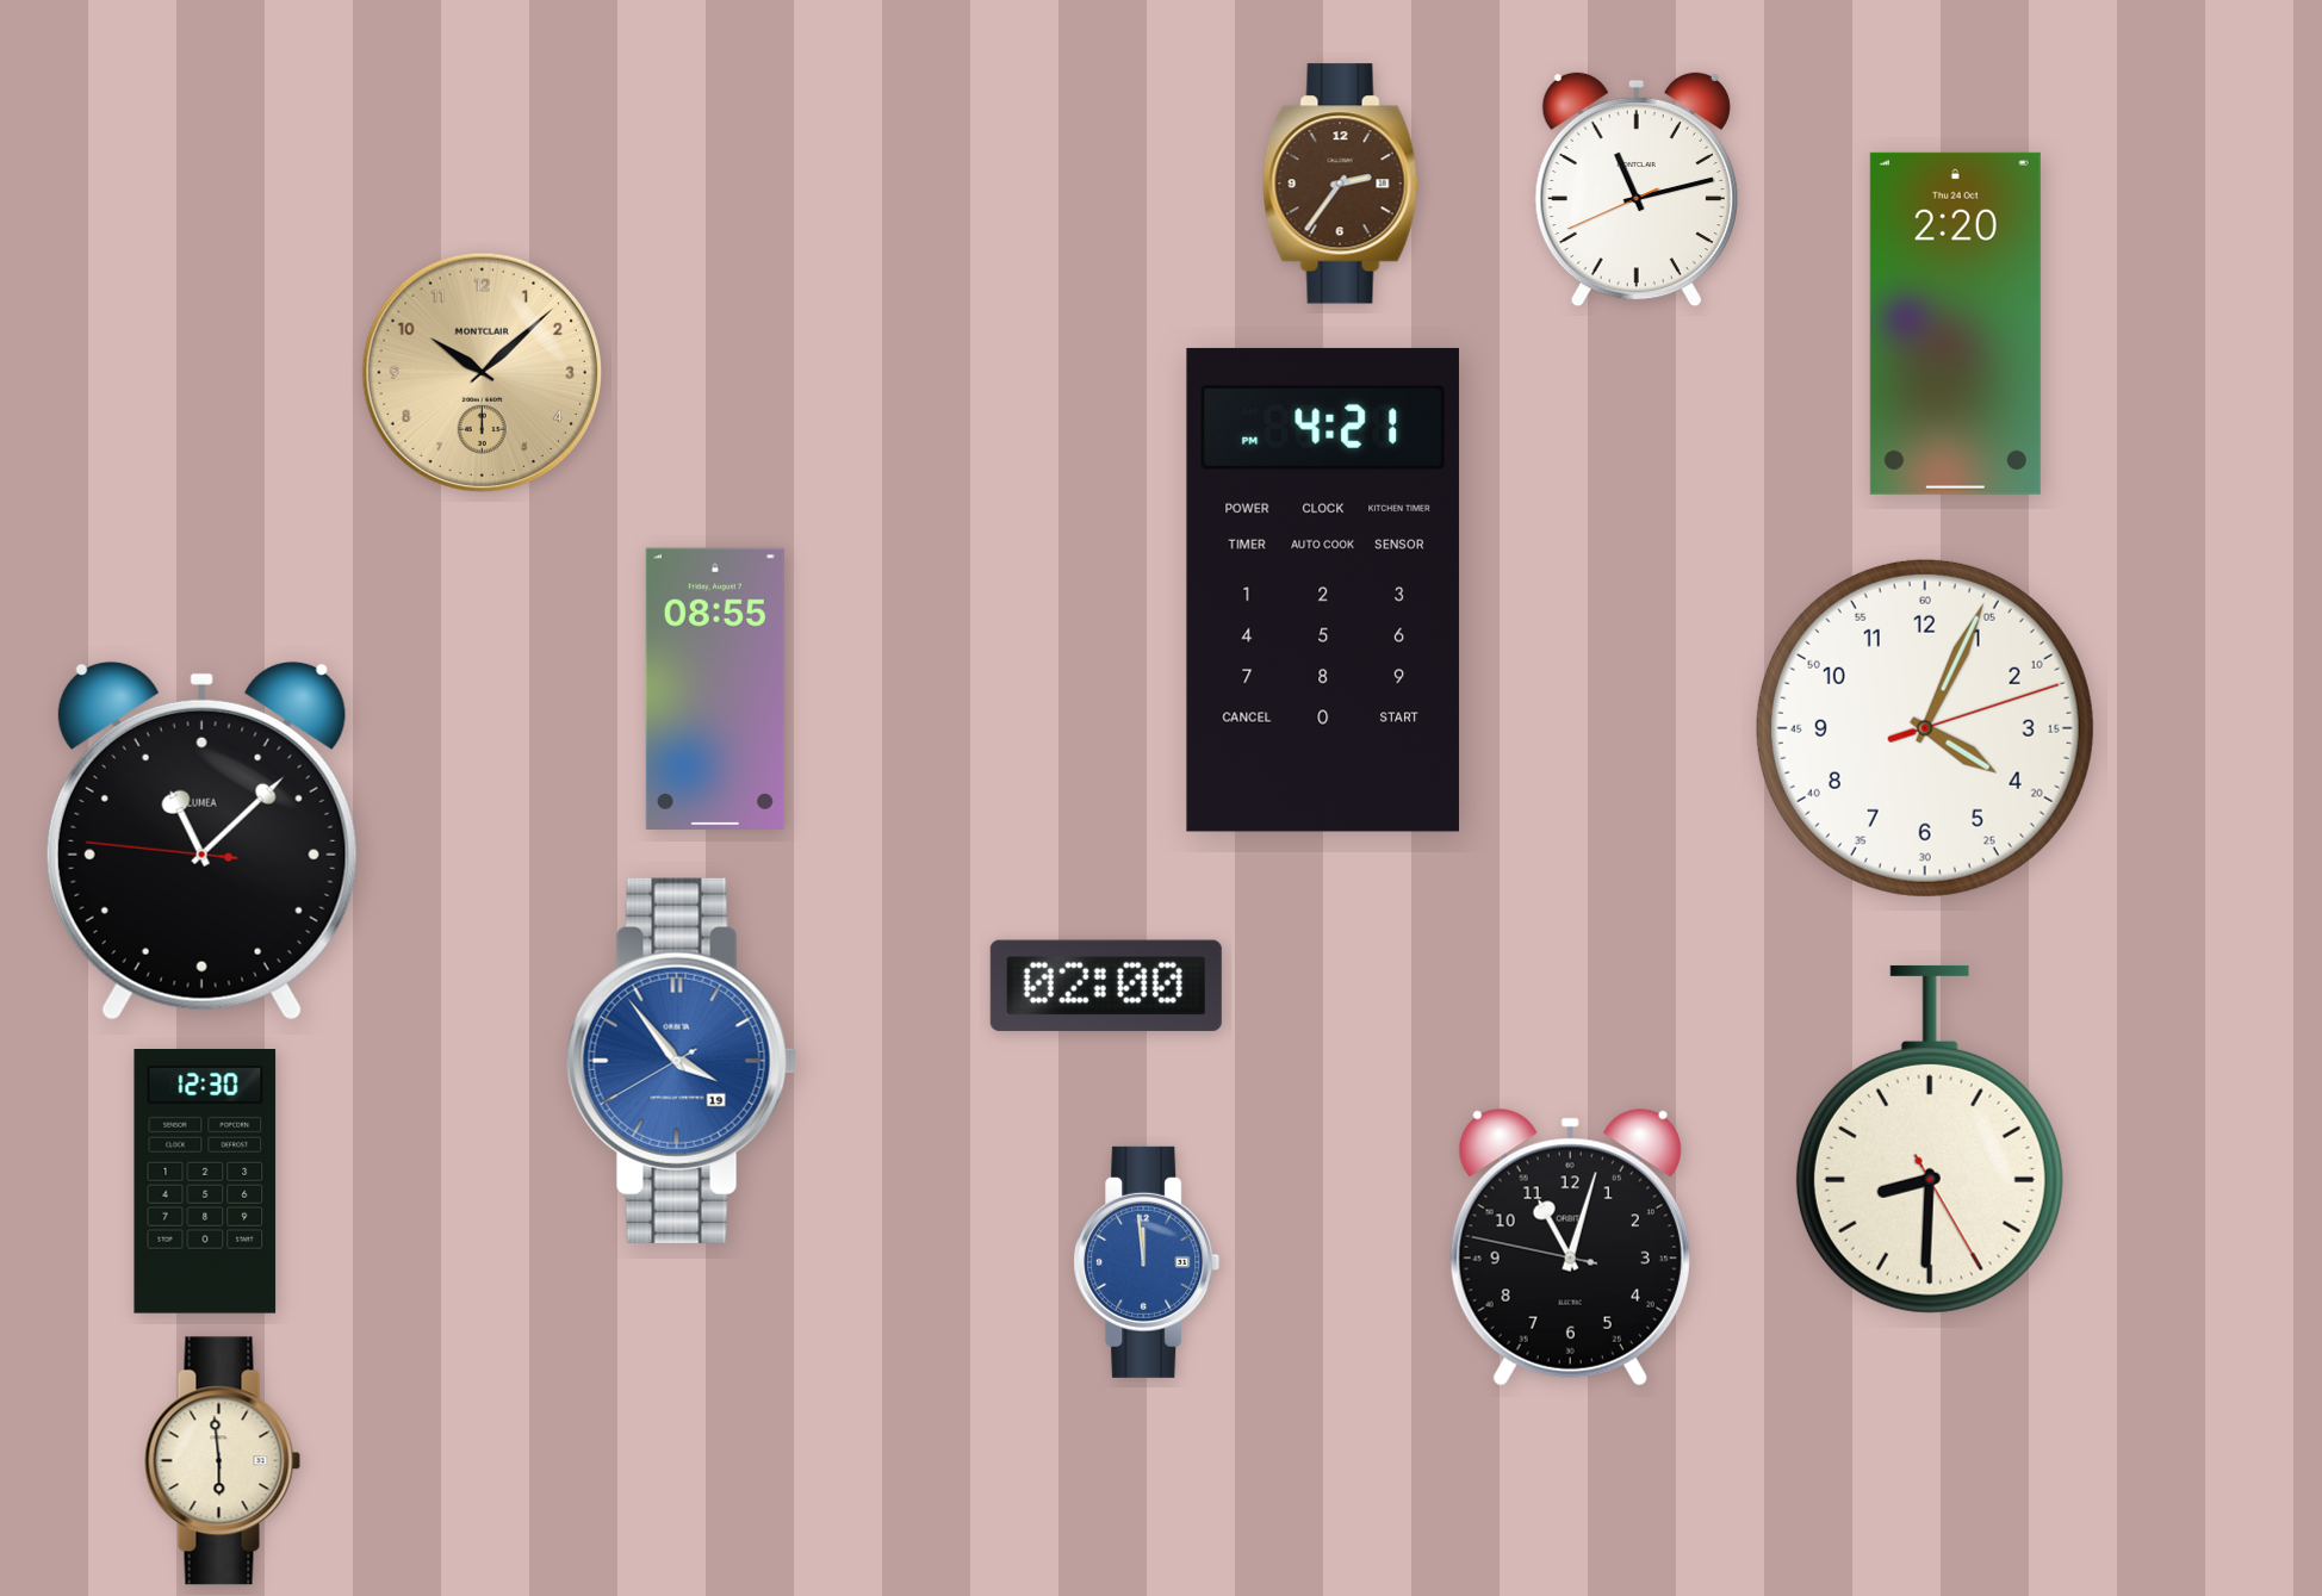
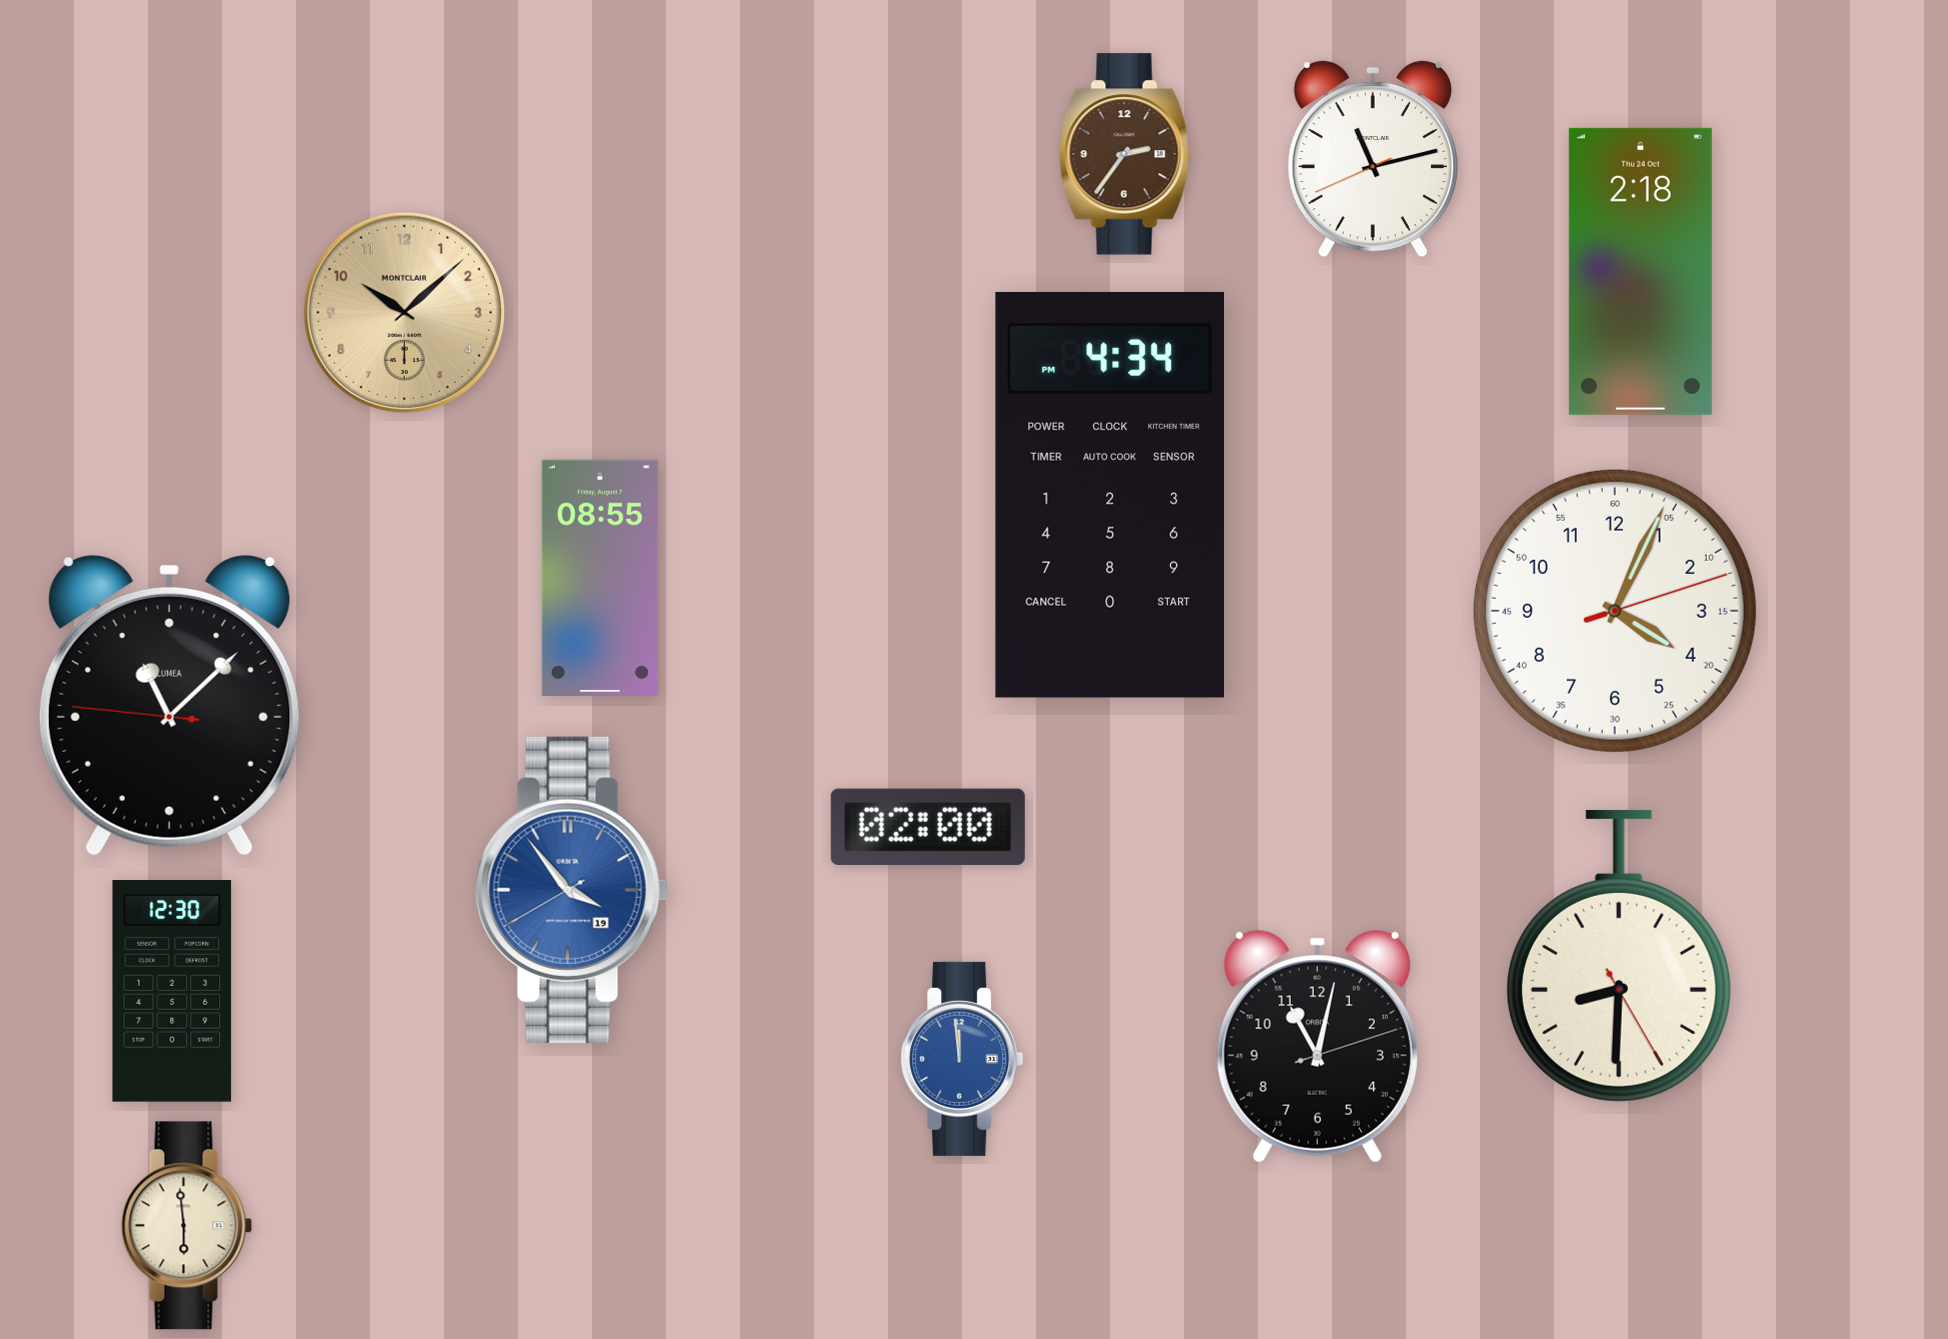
clock at (1955, 323): 2:20 -> 2:18
clock at (1323, 590): 4:21 -> 4:34
clock at (1570, 1247): 11:02:47 -> 11:02:12
